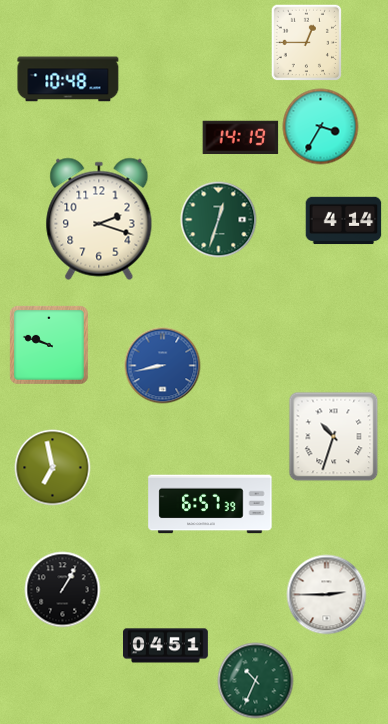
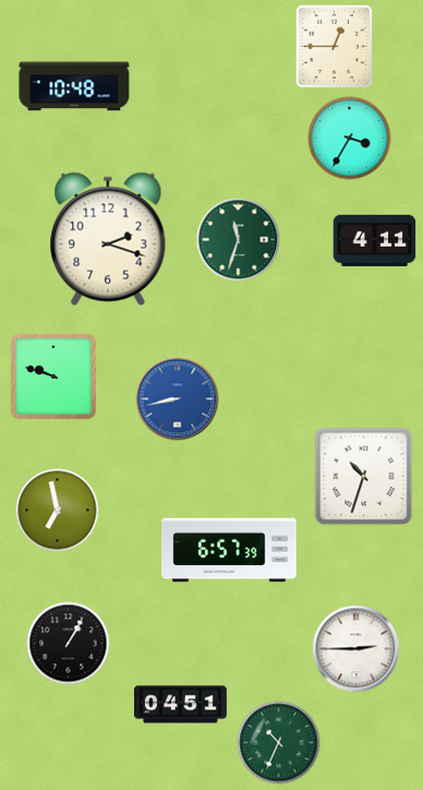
clock at (241, 137): 14:19 -> none
clock at (219, 220): 12:33 -> 11:33
clock at (344, 221): 4:14 -> 4:11
